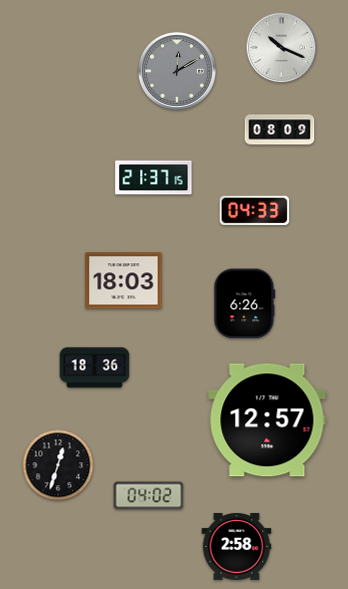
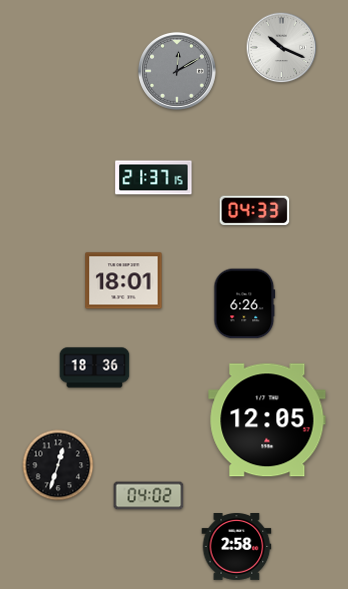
clock at (280, 130): 08:09 -> none
clock at (124, 281): 18:03 -> 18:01
clock at (267, 420): 12:57 -> 12:05
